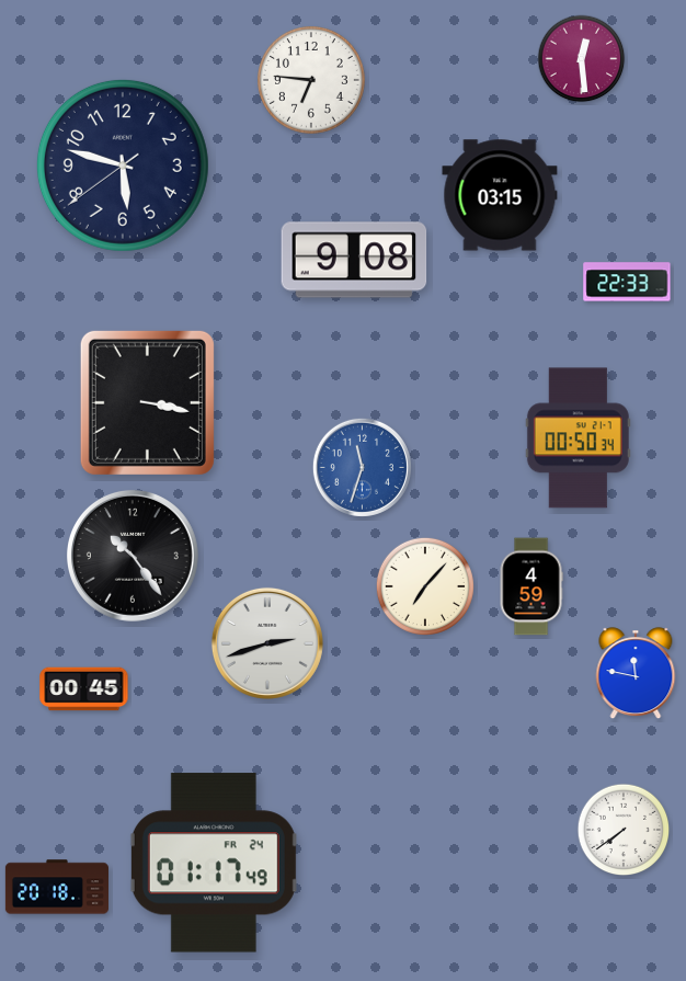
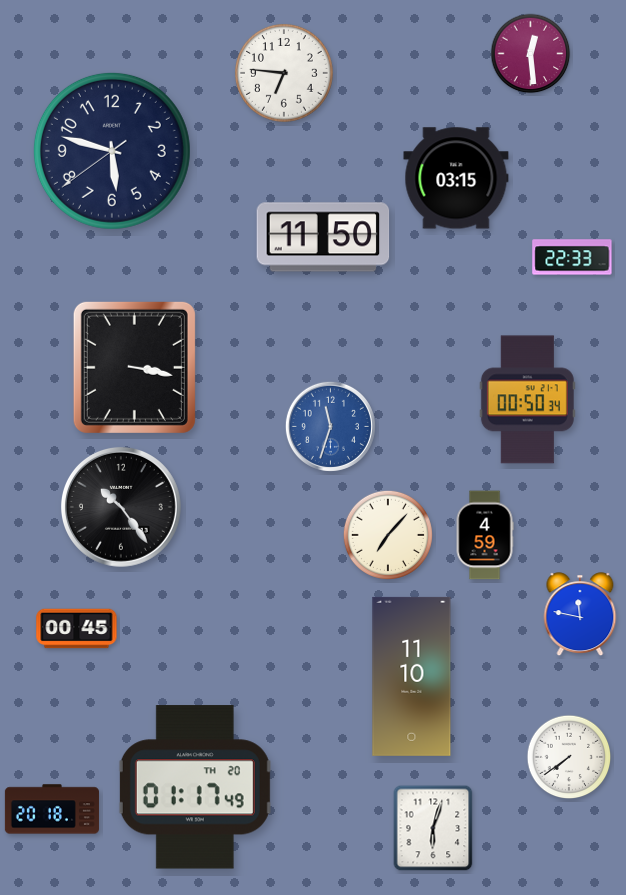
clock at (354, 260): 9:08 -> 11:50
clock at (267, 643): 2:42 -> none
clock at (412, 676): none -> 11:10
clock at (214, 863) date: FR 24 -> TH 20
clock at (433, 828): none -> 6:03
